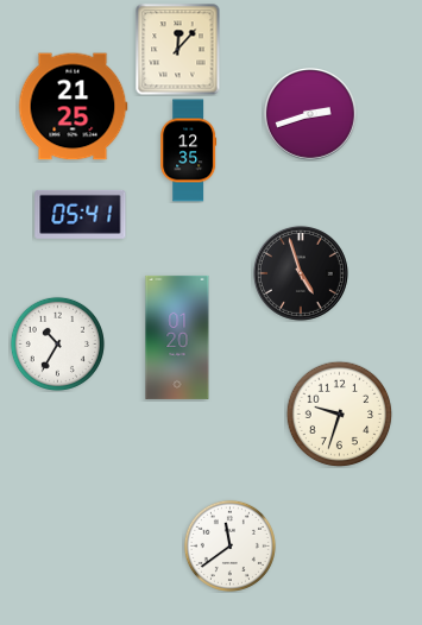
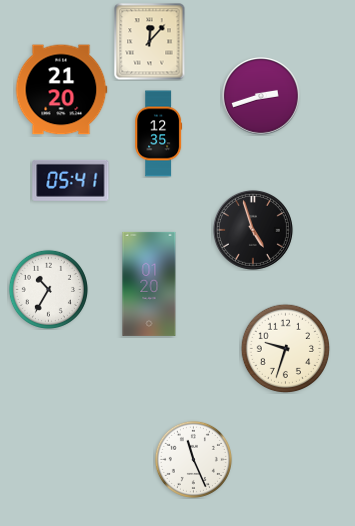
clock at (73, 107): 21:25 -> 21:20
clock at (189, 151) position: (189, 151) -> (159, 134)
clock at (81, 214) position: (81, 214) -> (71, 180)
clock at (229, 545): 11:39 -> 11:26
